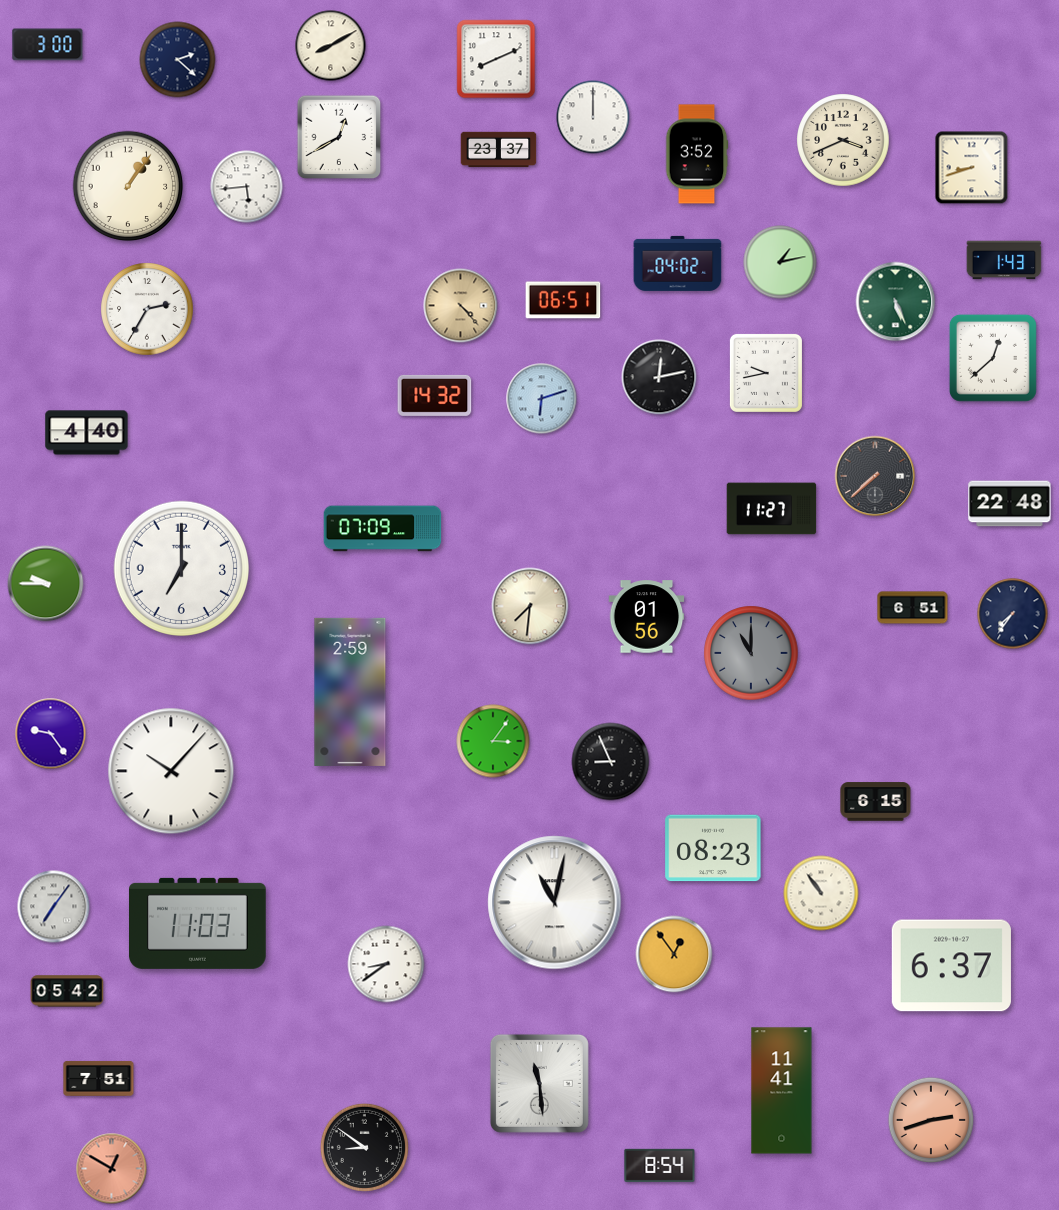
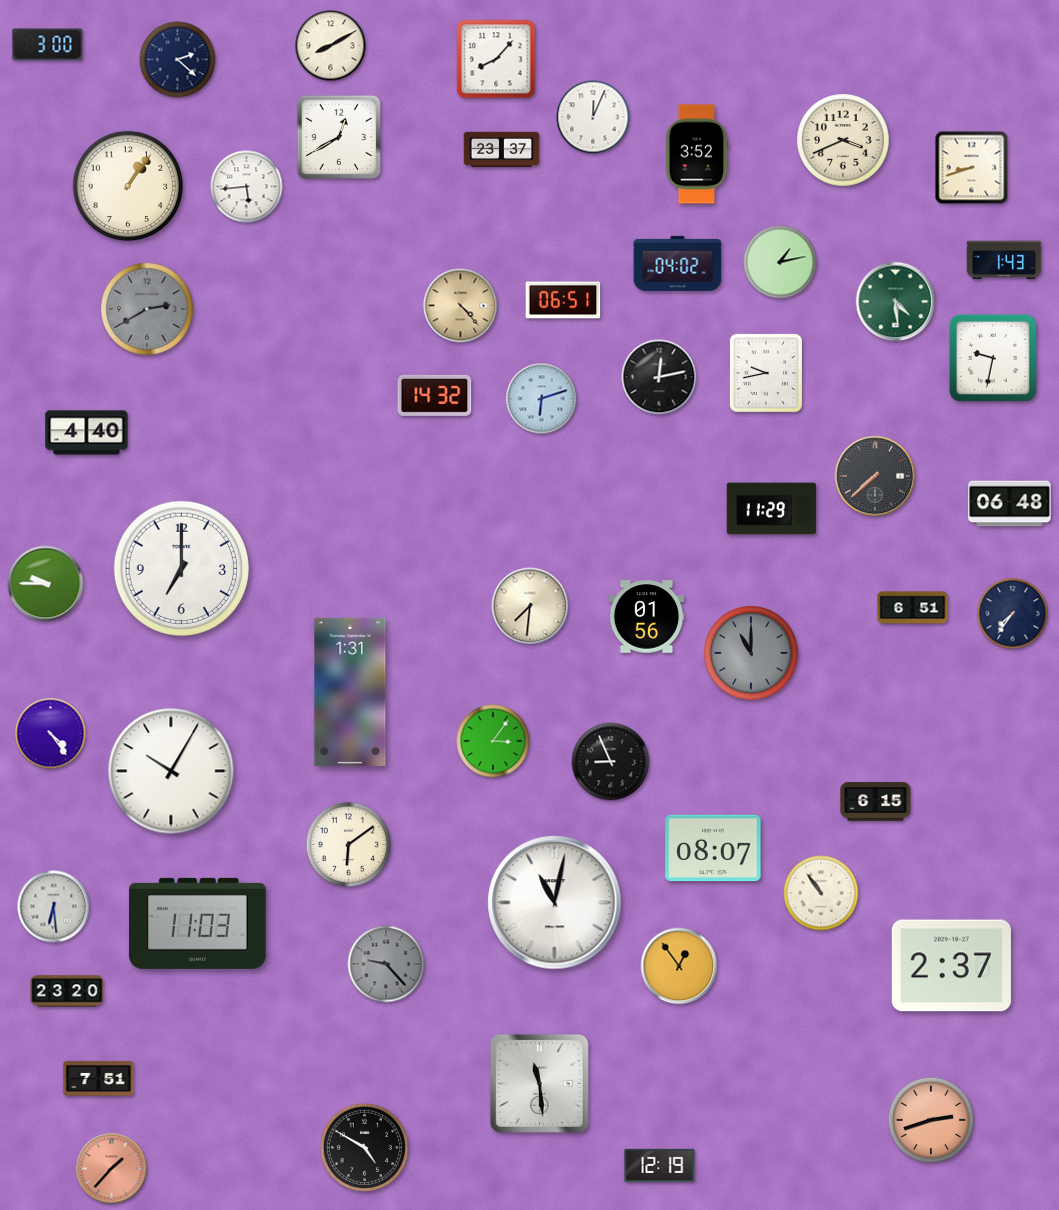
clock at (496, 59): 8:11 -> 8:07
clock at (593, 117): 12:00 -> 12:04
clock at (499, 150) position: (499, 150) -> (502, 150)
clock at (896, 302): 5:26 -> 4:29
clock at (147, 309): 2:35 -> 2:40
clock at (147, 309) dial: white -> grey
clock at (993, 358): 12:38 -> 9:32
clock at (1010, 504): 22:48 -> 06:48
clock at (772, 509): 11:27 -> 11:29
clock at (383, 529): 07:09 -> none
clock at (350, 692): 2:59 -> 1:31
clock at (51, 734): 9:24 -> 4:24
clock at (171, 771): 10:07 -> 10:05
clock at (349, 845): none -> 6:09
clock at (713, 848): 08:23 -> 08:07
clock at (54, 907): 7:06 -> 6:29
clock at (674, 954) position: (674, 954) -> (679, 966)
clock at (386, 964): 8:39 -> 9:23
clock at (386, 964) dial: white -> grey
clock at (951, 966): 6:37 -> 2:37
clock at (67, 991): 05:42 -> 23:20
clock at (782, 1091): 11:41 -> none
clock at (364, 1147): 8:51 -> 4:50
clock at (660, 1165): 8:54 -> 12:19
clock at (112, 1169): 12:50 -> 1:37
